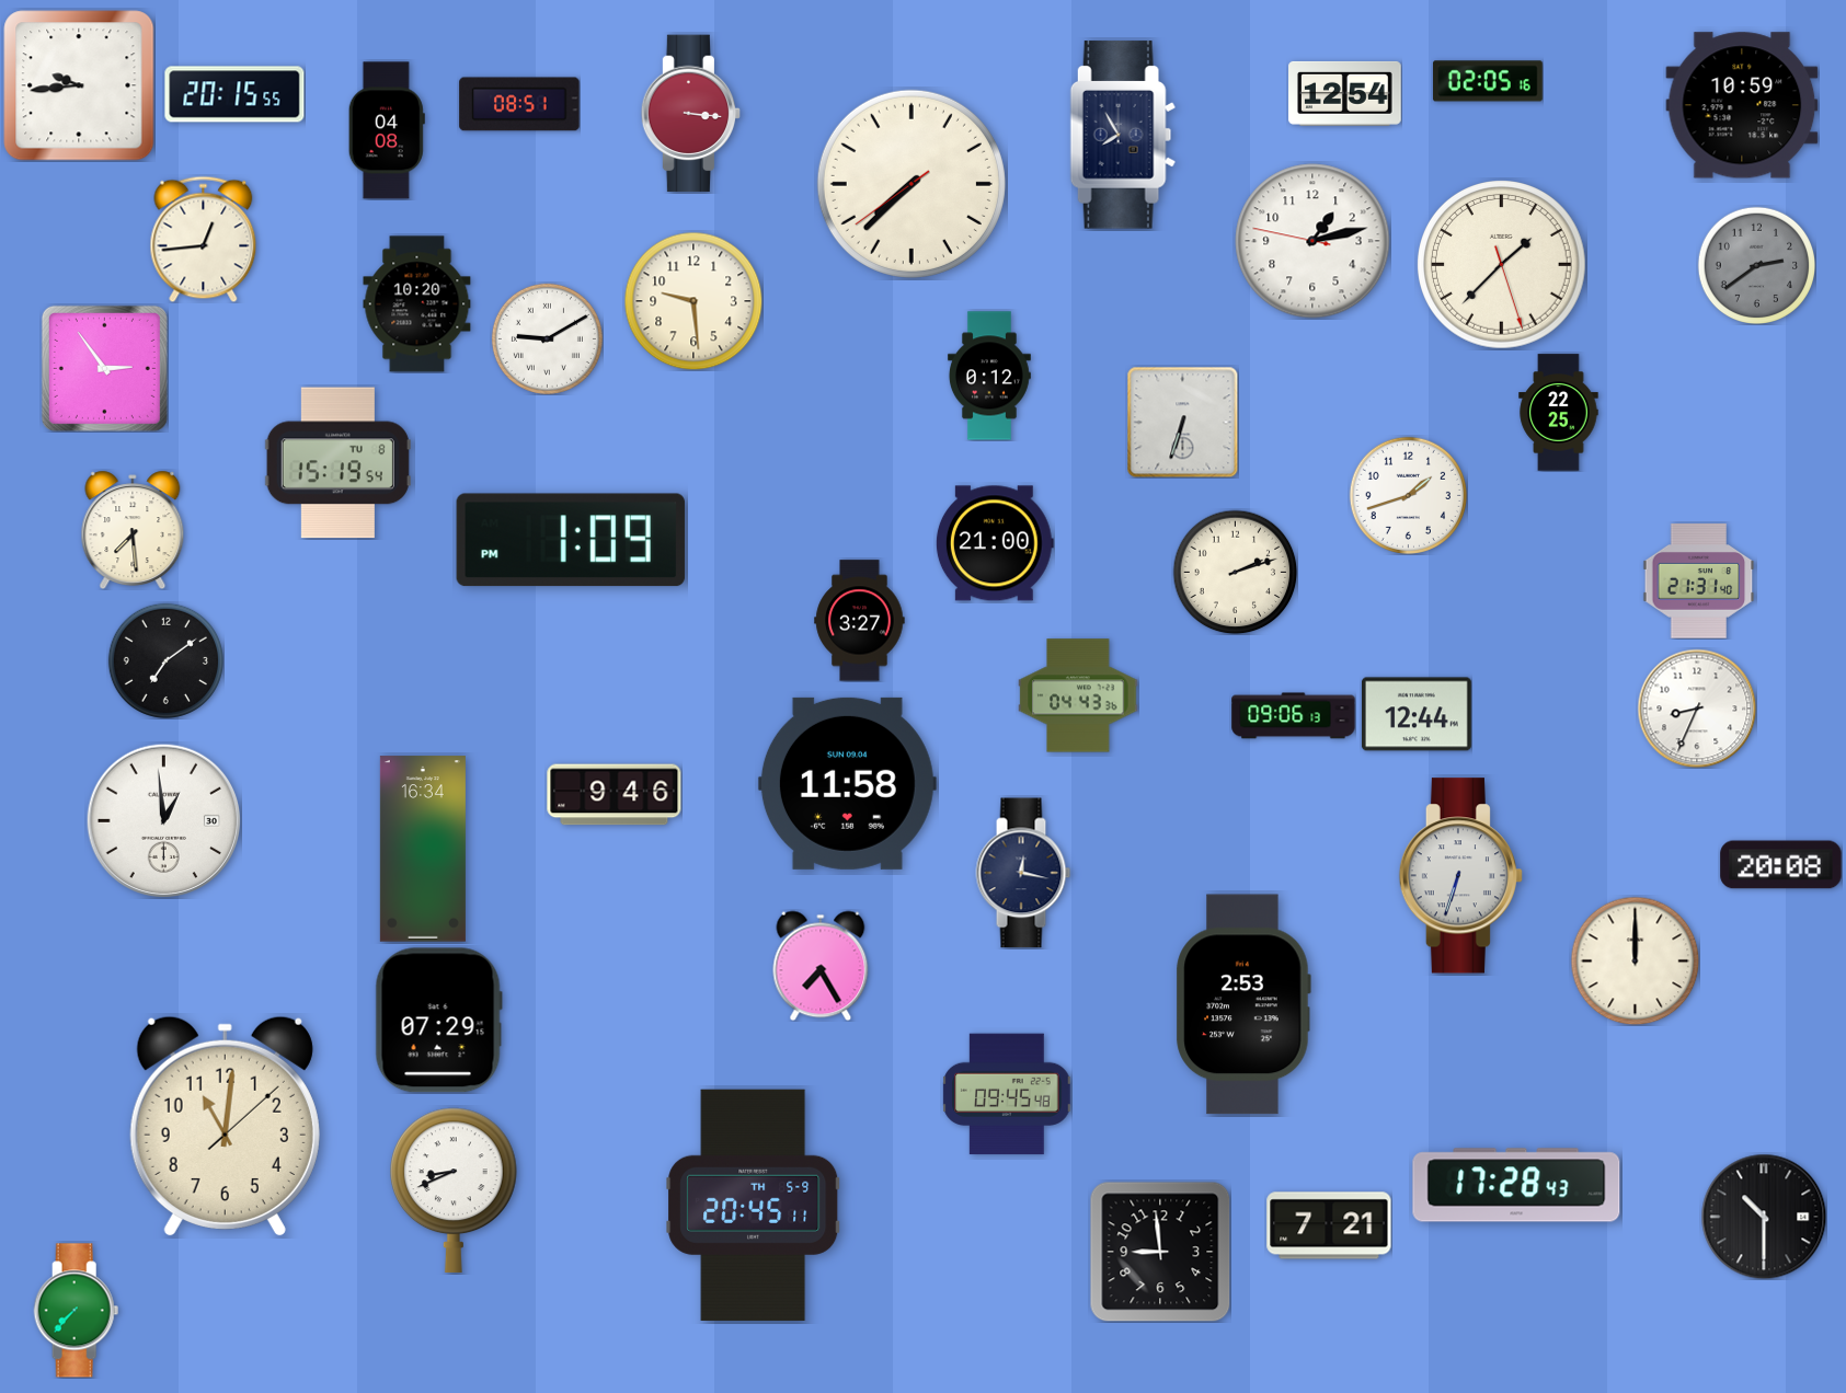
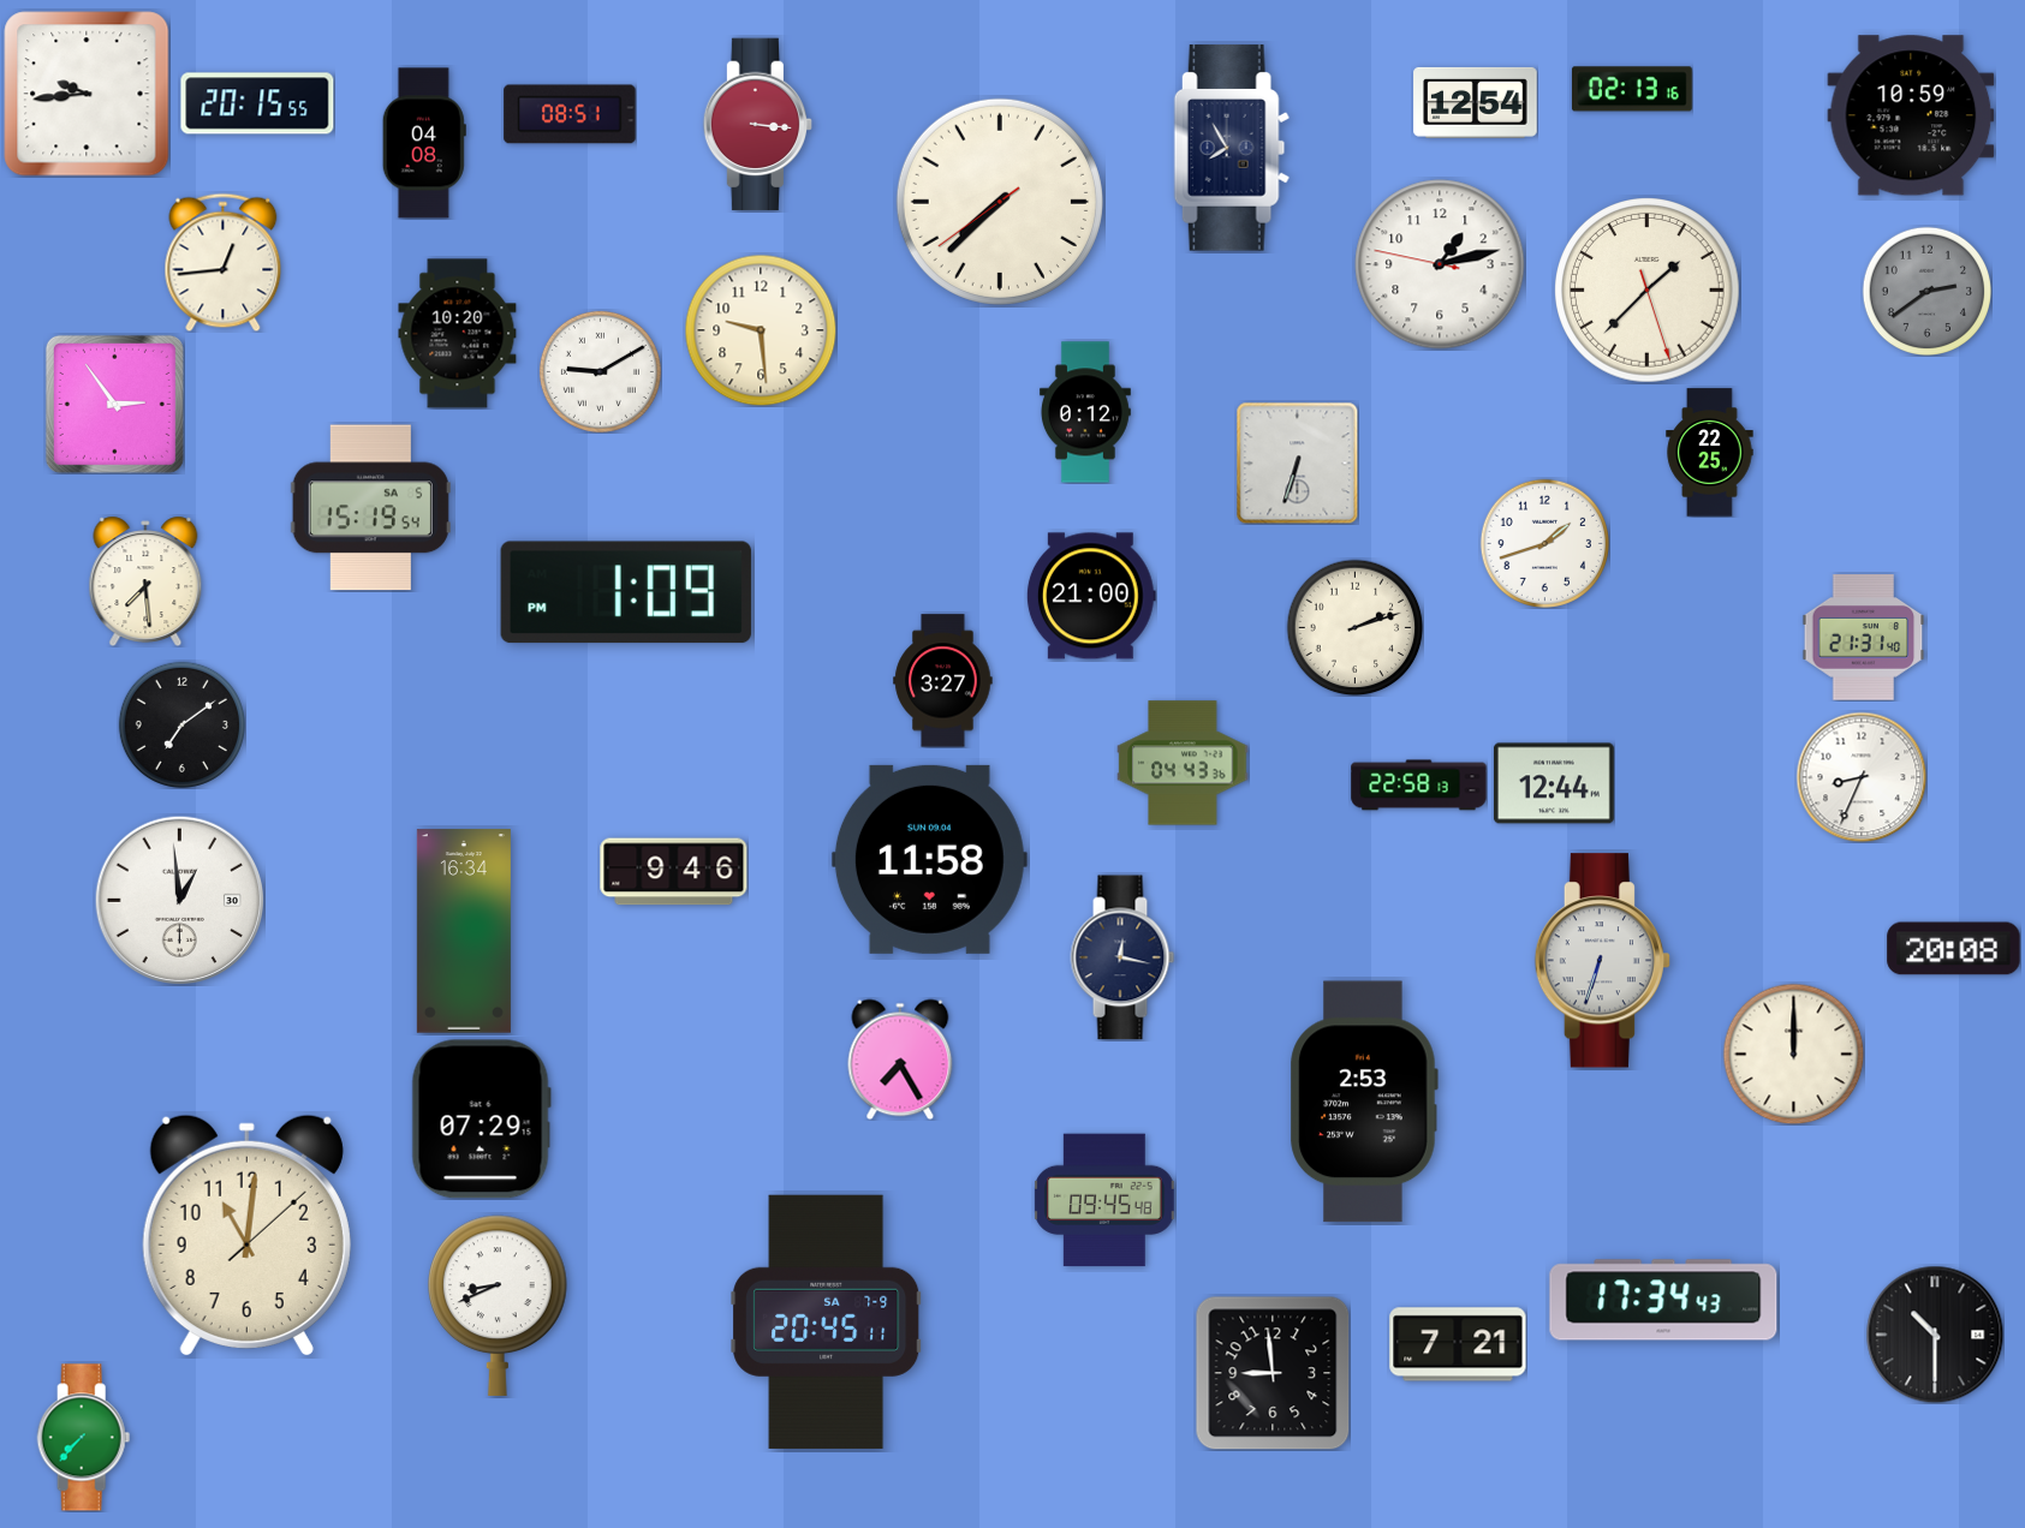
clock at (1488, 81): 02:05 -> 02:13
clock at (337, 463) date: TU 8 -> SA 5
clock at (1294, 716): 09:06 -> 22:58
clock at (1516, 1185): 17:28 -> 17:34
clock at (754, 1205) date: TH 5-9 -> SA 7-9
